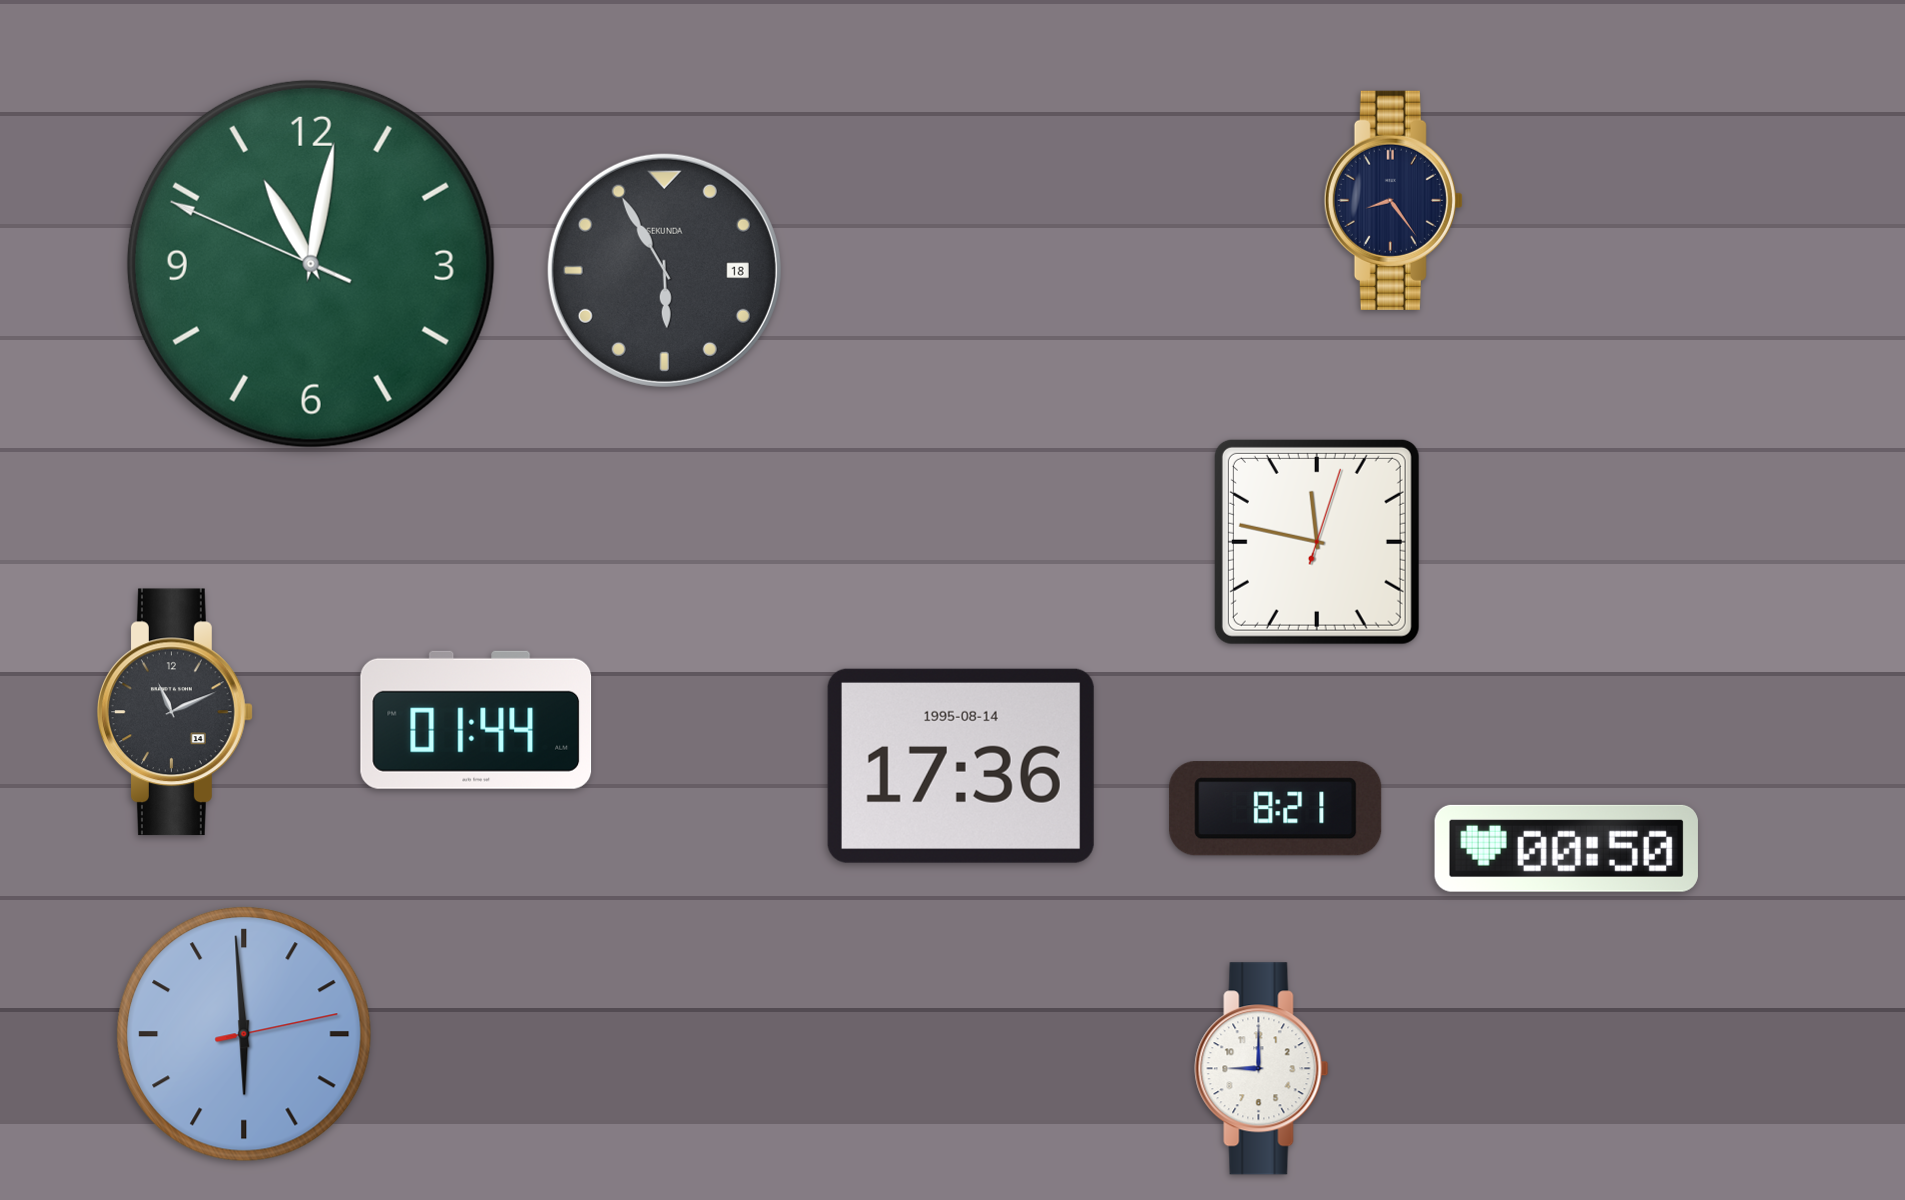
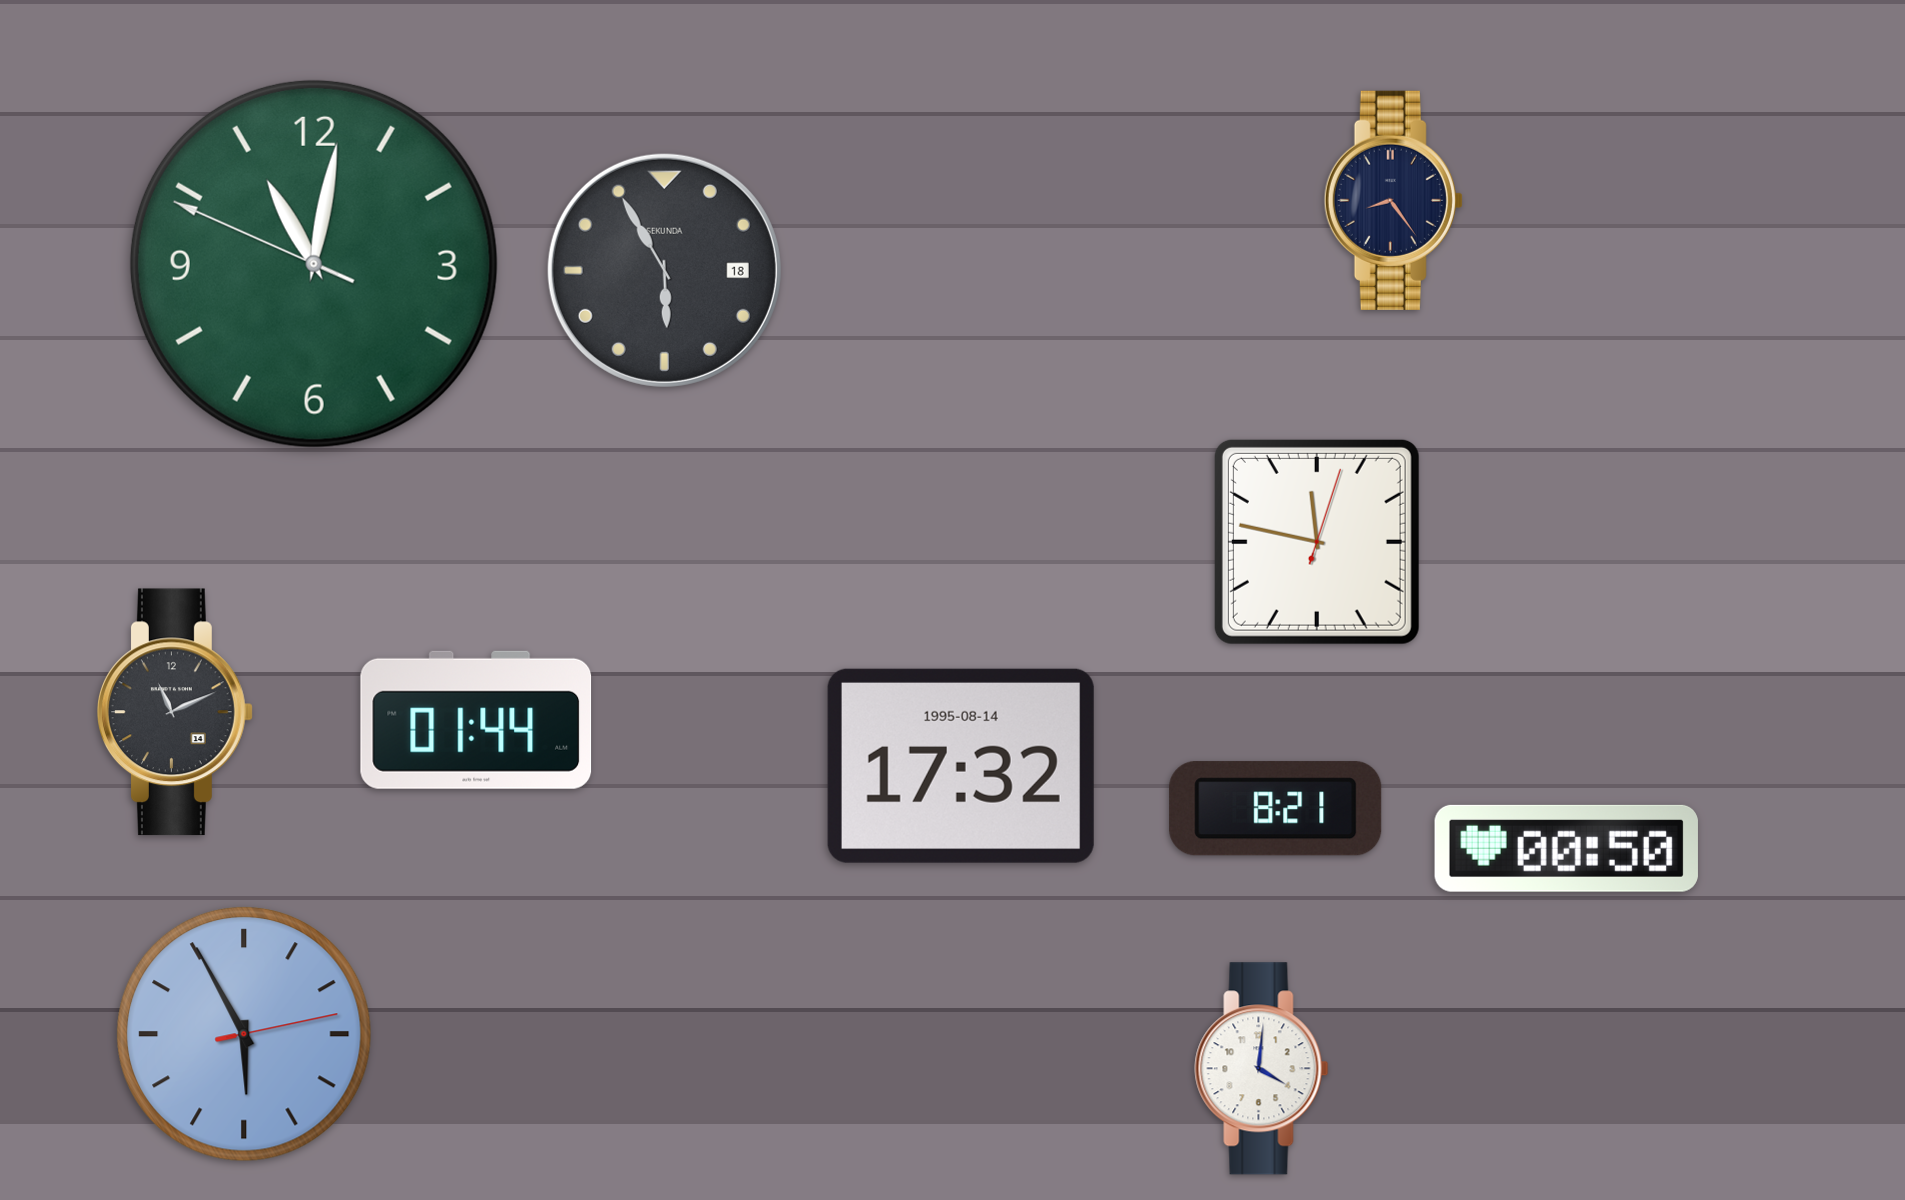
clock at (311, 264) position: (311, 264) -> (314, 264)
clock at (961, 766): 17:36 -> 17:32
clock at (244, 1034): 5:59 -> 5:55
clock at (1262, 1069): 9:00 -> 4:01
